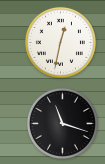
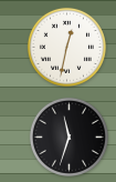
clock at (62, 123): 11:18 -> 11:33
